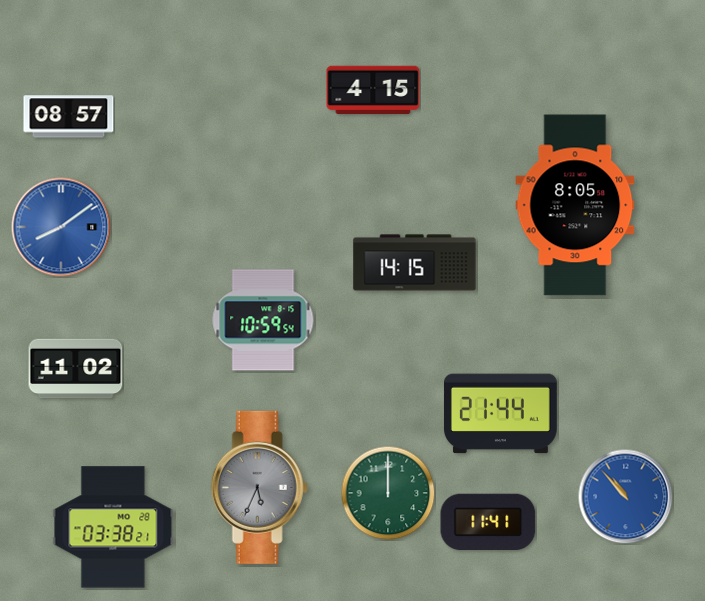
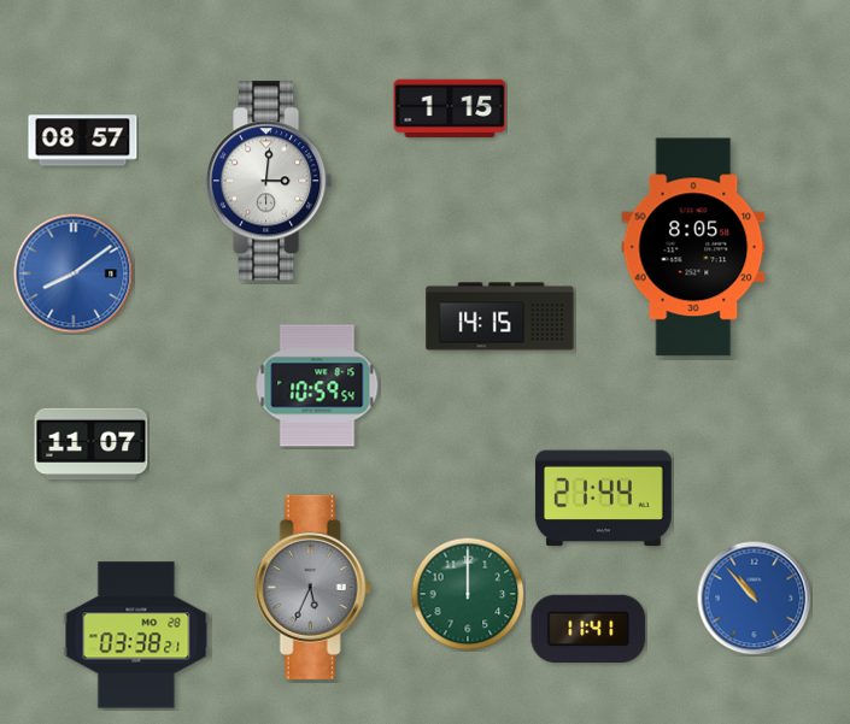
clock at (373, 89): 4:15 -> 1:15
clock at (269, 181): none -> 3:01
clock at (76, 369): 11:02 -> 11:07
